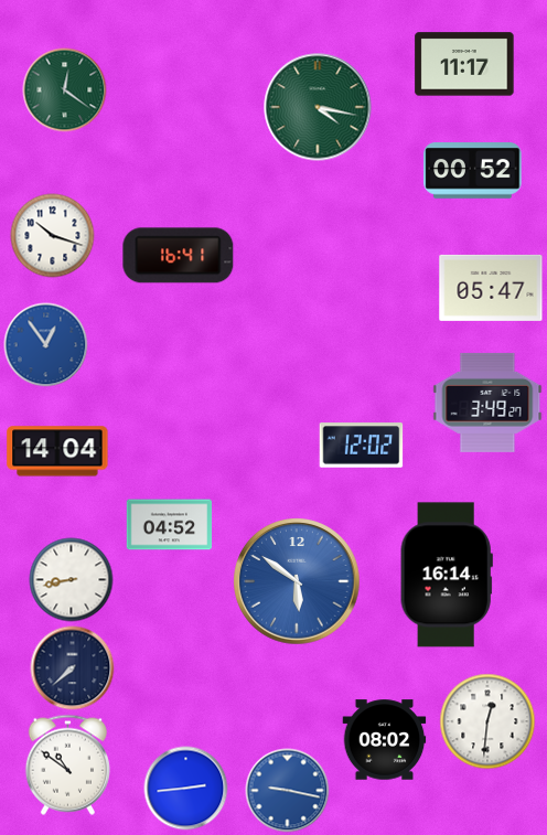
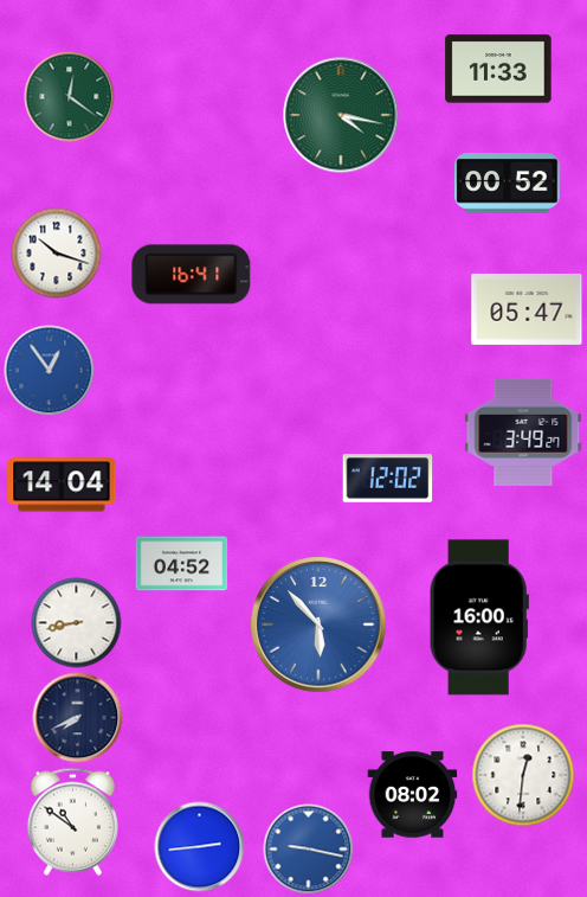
clock at (464, 64): 11:17 -> 11:33
clock at (447, 575): 16:14 -> 16:00
clock at (297, 581): 5:51 -> 5:53
clock at (73, 668): 7:38 -> 7:41
